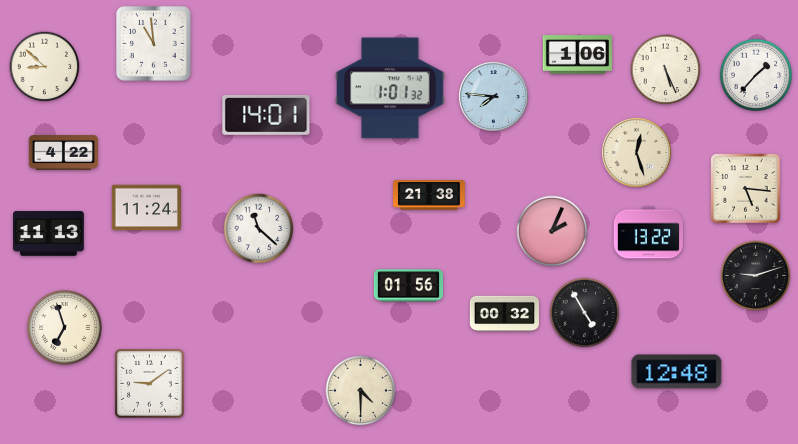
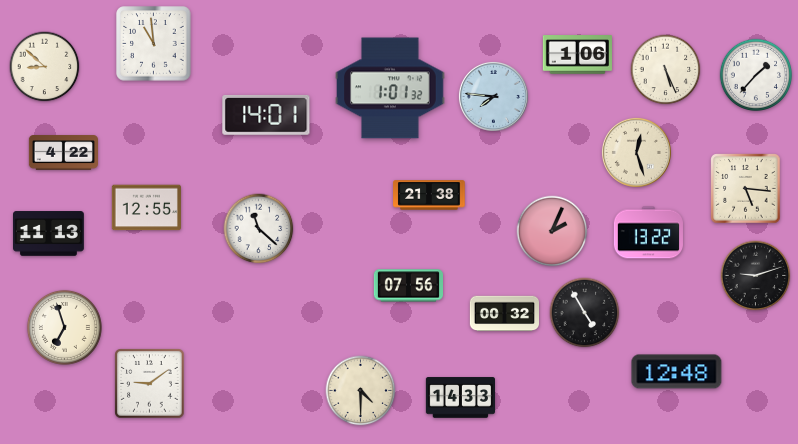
clock at (146, 208): 11:24 -> 12:55
clock at (408, 286): 01:56 -> 07:56
clock at (460, 398): none -> 14:33
